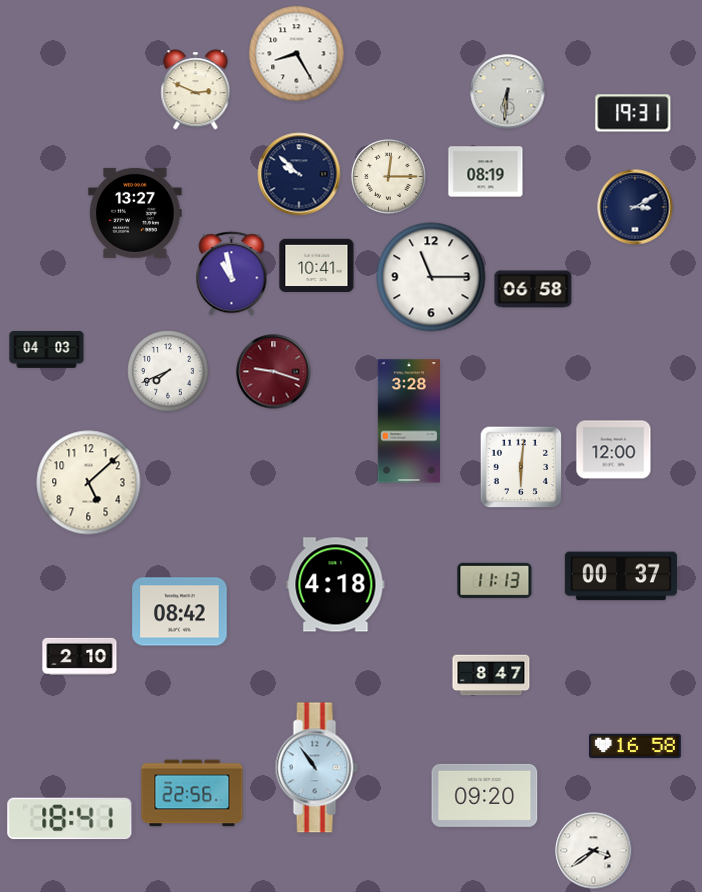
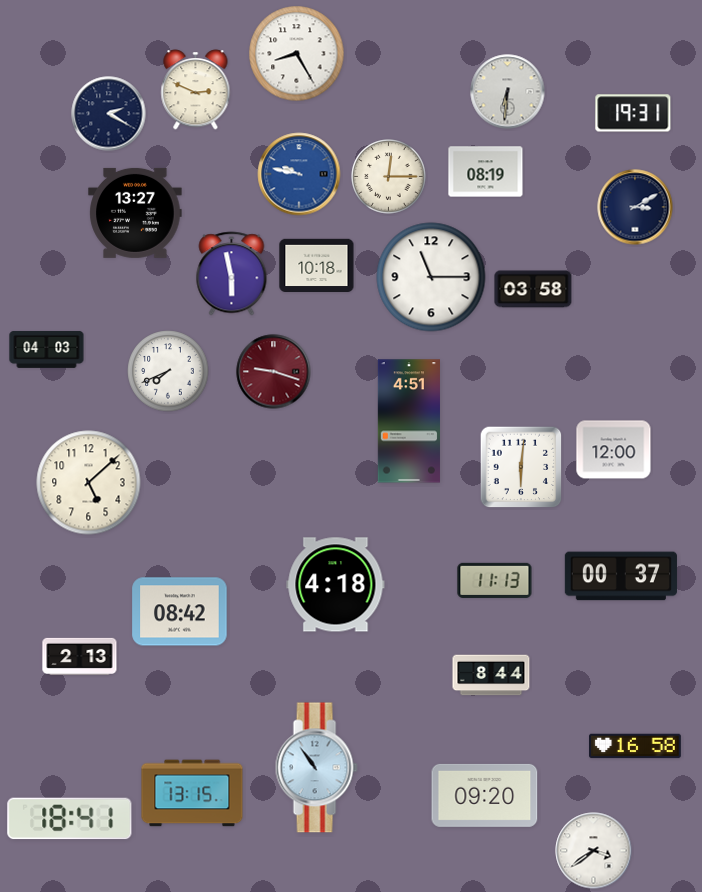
clock at (109, 114): none -> 2:20
clock at (299, 174): 9:52 -> 9:47
clock at (299, 174) dial: navy -> blue
clock at (317, 265): 10:41 -> 10:18
clock at (232, 274): 10:58 -> 5:58
clock at (533, 289): 06:58 -> 03:58
clock at (409, 421): 3:28 -> 4:51
clock at (80, 656): 2:10 -> 2:13
clock at (491, 675): 8:47 -> 8:44
clock at (192, 793): 22:56 -> 13:15
